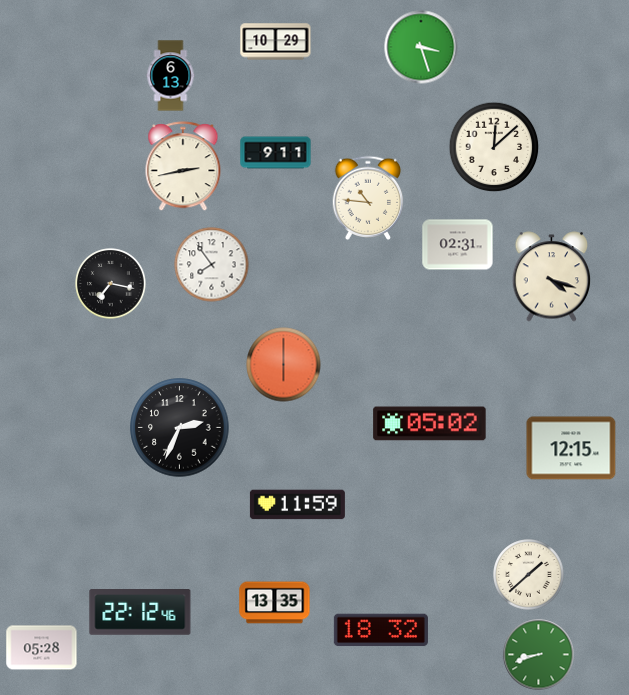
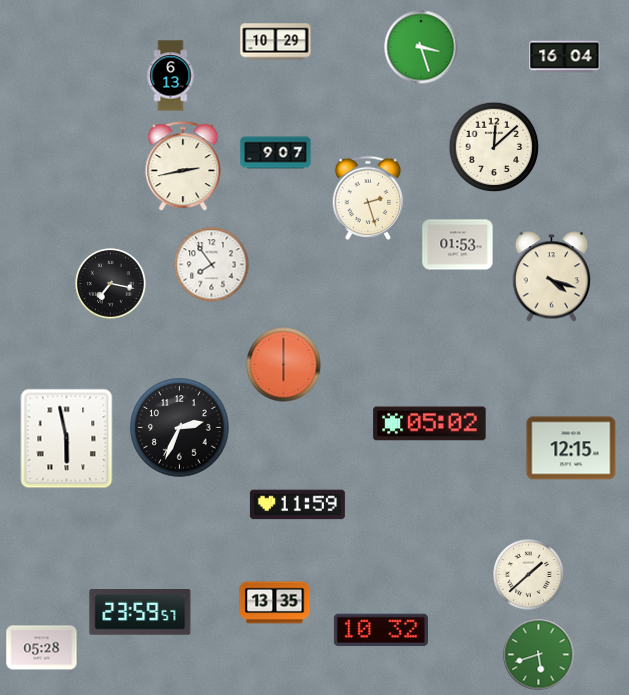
clock at (565, 57): none -> 16:04
clock at (276, 153): 9:11 -> 9:07
clock at (368, 198): 10:46 -> 2:27
clock at (458, 245): 02:31 -> 01:53
clock at (67, 439): none -> 5:58
clock at (140, 613): 22:12 -> 23:59
clock at (381, 630): 18:32 -> 10:32
clock at (539, 655): 8:42 -> 5:42
